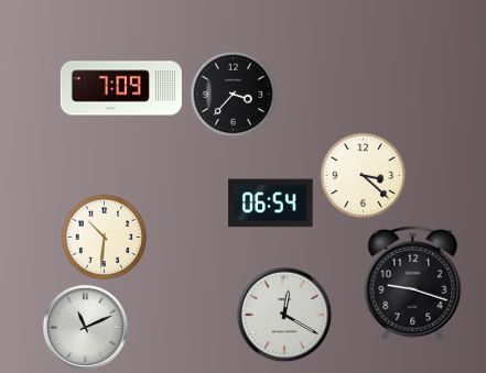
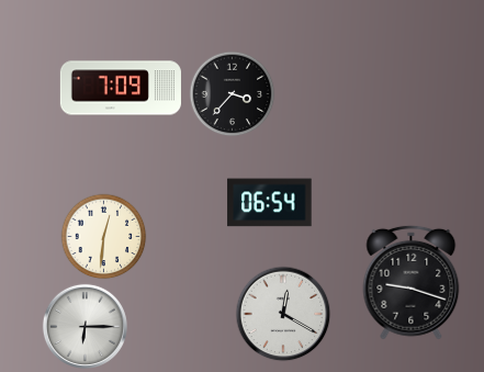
clock at (363, 175): 3:22 -> none
clock at (104, 237): 10:31 -> 12:31
clock at (85, 327): 11:11 -> 6:15
